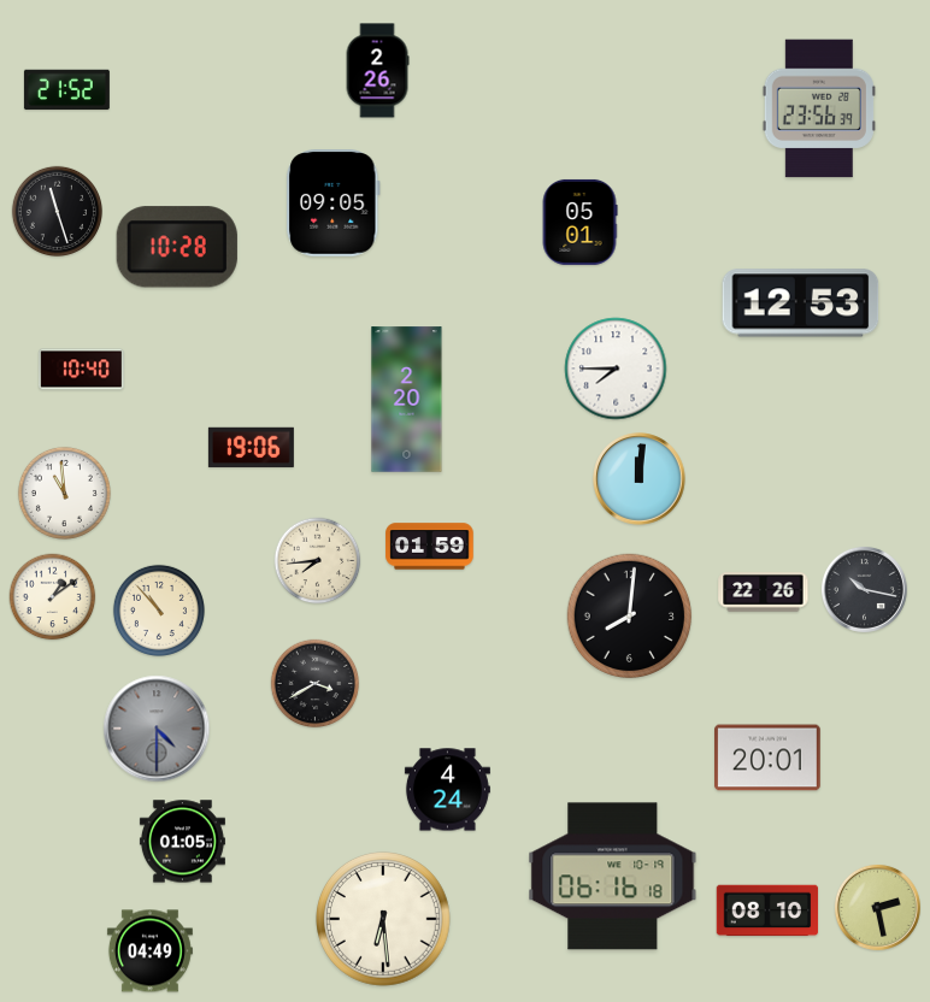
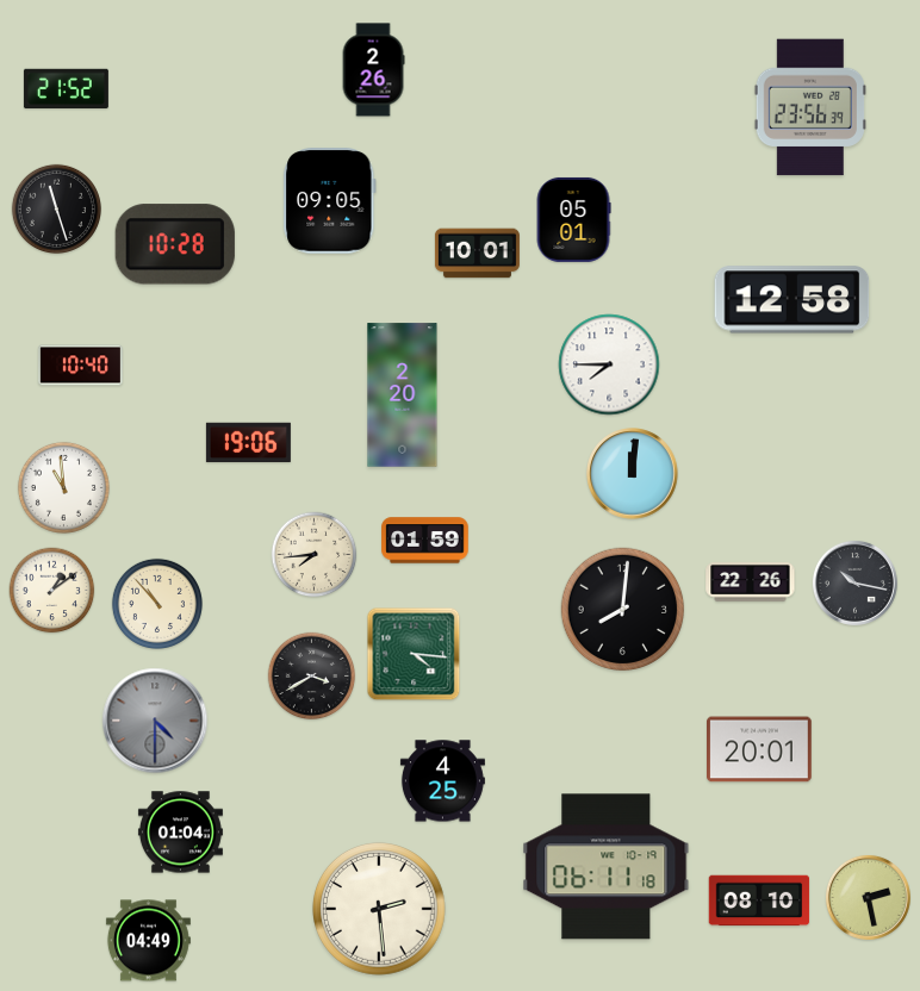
clock at (477, 254): none -> 10:01
clock at (801, 303): 12:53 -> 12:58
clock at (764, 593) position: (764, 593) -> (751, 582)
clock at (414, 654): none -> 4:16
clock at (447, 790): 4:24 -> 4:25
clock at (182, 842): 01:05 -> 01:04
clock at (613, 877): 06:16 -> 06:11
clock at (384, 920): 6:29 -> 2:29
